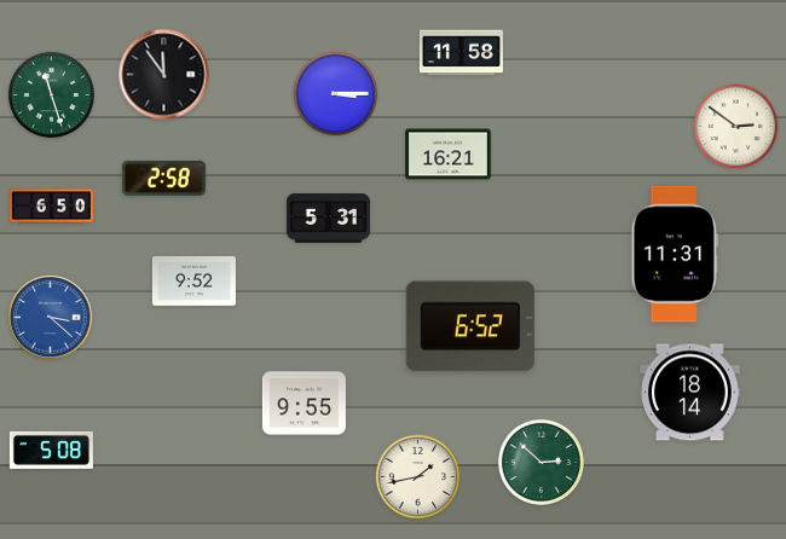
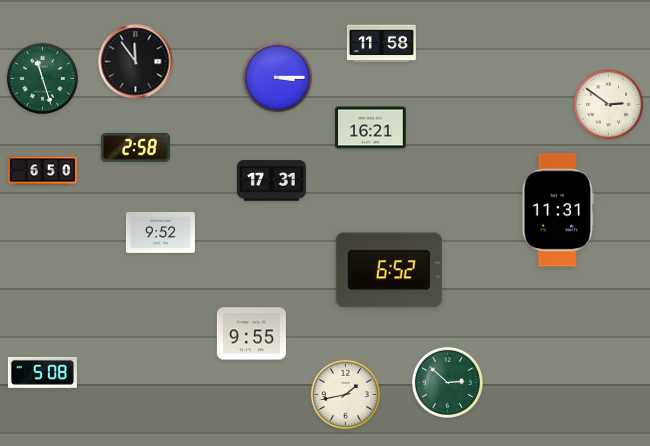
clock at (328, 219): 5:31 -> 17:31
clock at (51, 318): 3:22 -> none
clock at (690, 393): 18:14 -> none
